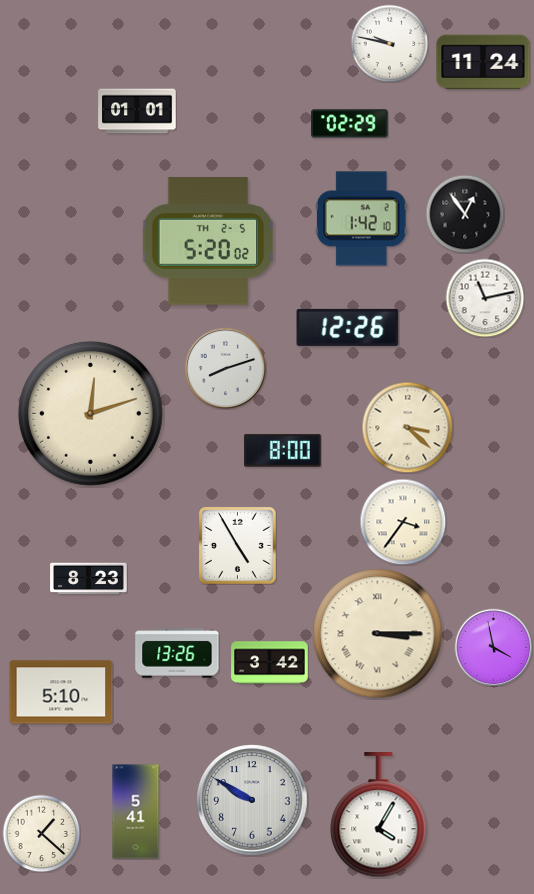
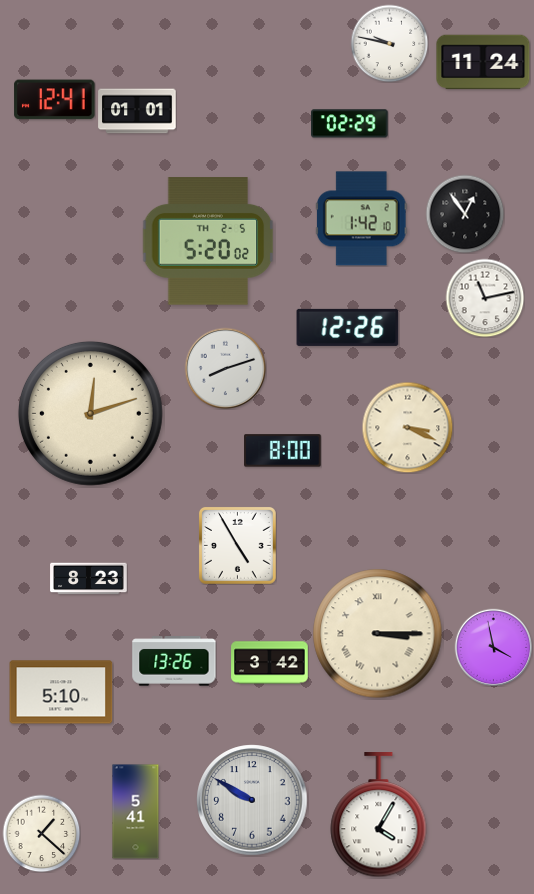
clock at (55, 100): none -> 12:41
clock at (407, 427): 3:22 -> 3:19
clock at (403, 522): 3:36 -> none
clock at (177, 653) position: (177, 653) -> (174, 661)
